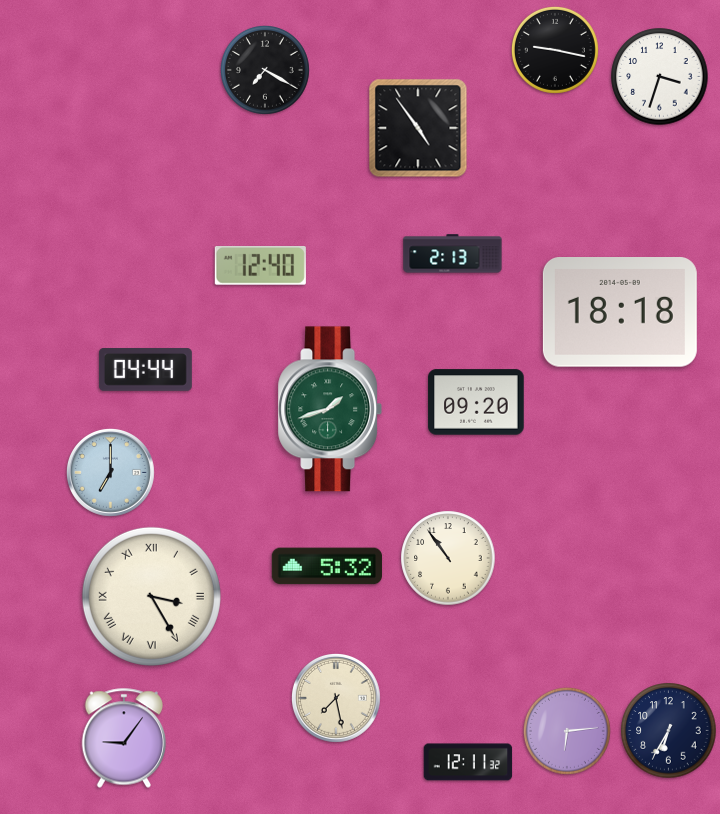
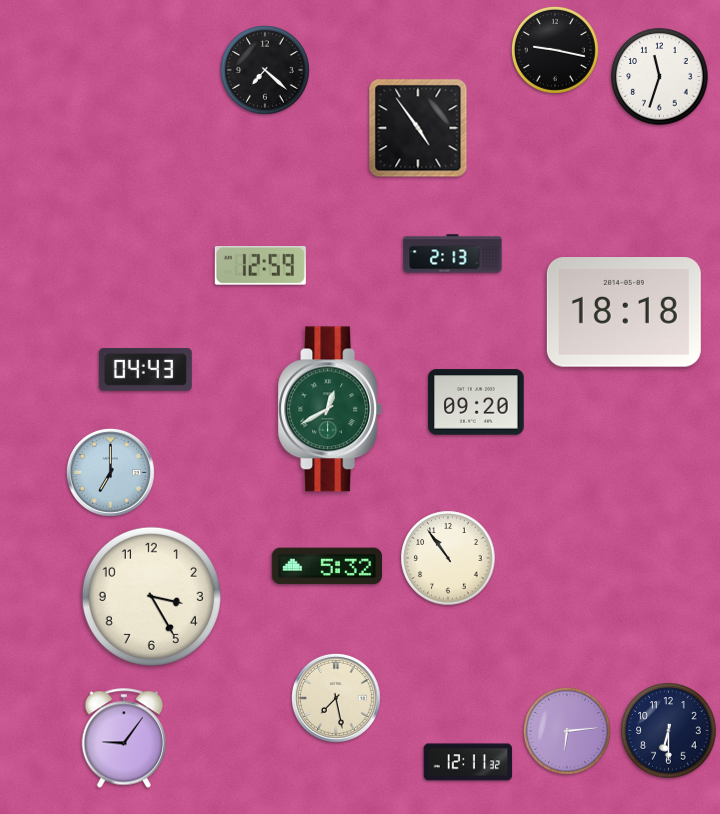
clock at (266, 70): 7:20 -> 7:22
clock at (660, 77): 3:33 -> 11:33
clock at (260, 266): 12:40 -> 12:59
clock at (620, 313) position: (620, 313) -> (624, 313)
clock at (145, 370): 04:44 -> 04:43
clock at (330, 409): 1:42 -> 12:40
clock at (151, 596) numerals: Roman -> Arabic
clock at (669, 731): 6:35 -> 6:30
